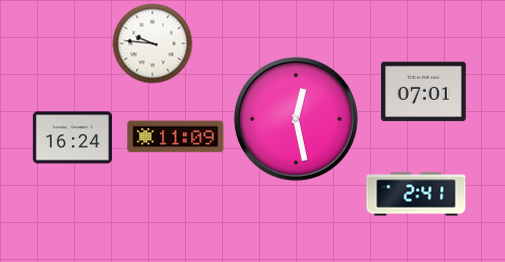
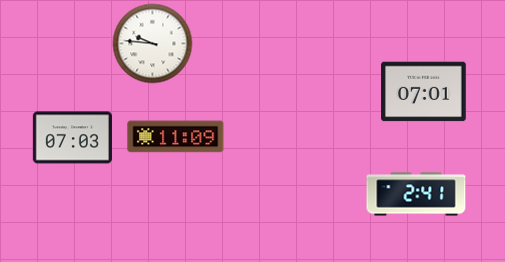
clock at (296, 119): 12:28 -> none
clock at (72, 138): 16:24 -> 07:03
